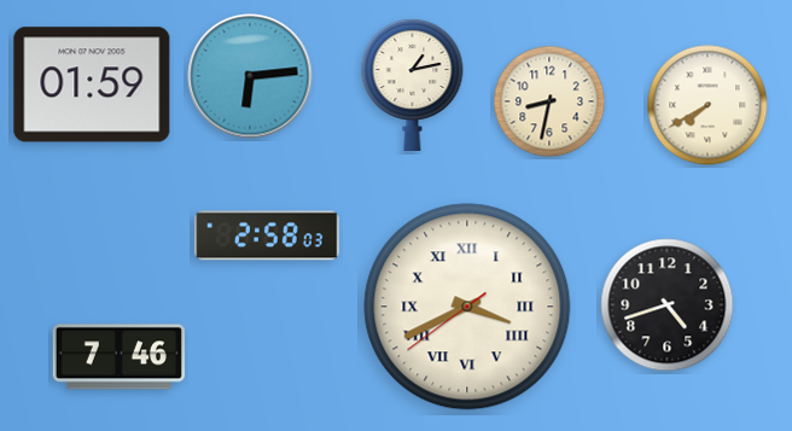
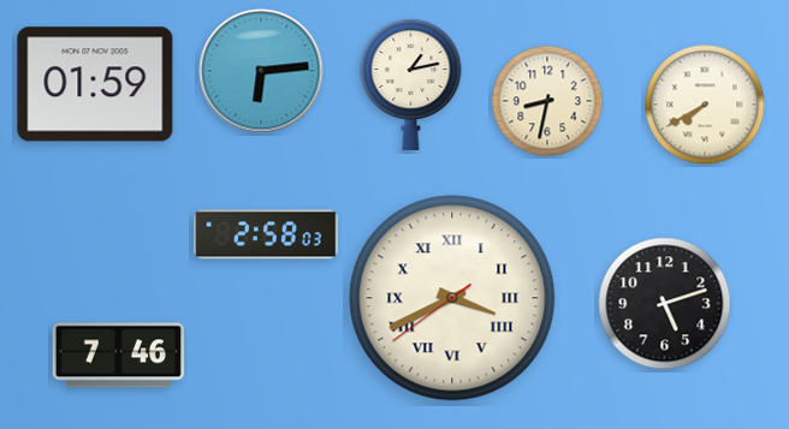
clock at (250, 76) position: (250, 76) -> (261, 71)
clock at (92, 85) position: (92, 85) -> (95, 84)
clock at (668, 305): 4:42 -> 5:12
clock at (467, 307) position: (467, 307) -> (452, 298)
